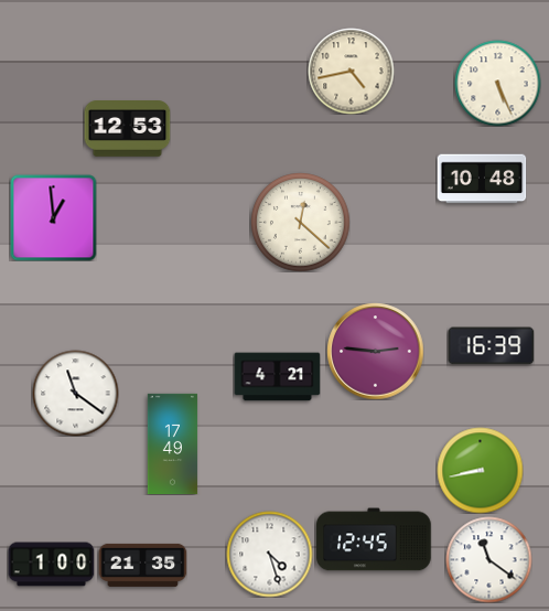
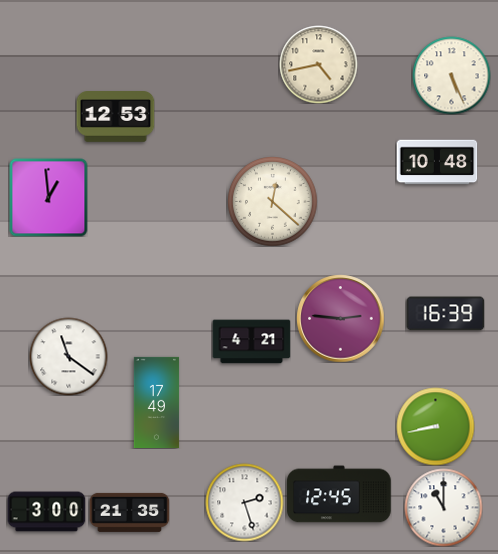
clock at (374, 539) position: (374, 539) -> (339, 494)
clock at (269, 554): 4:27 -> 2:27
clock at (488, 559): 11:21 -> 11:00
clock at (51, 565): 1:00 -> 3:00
